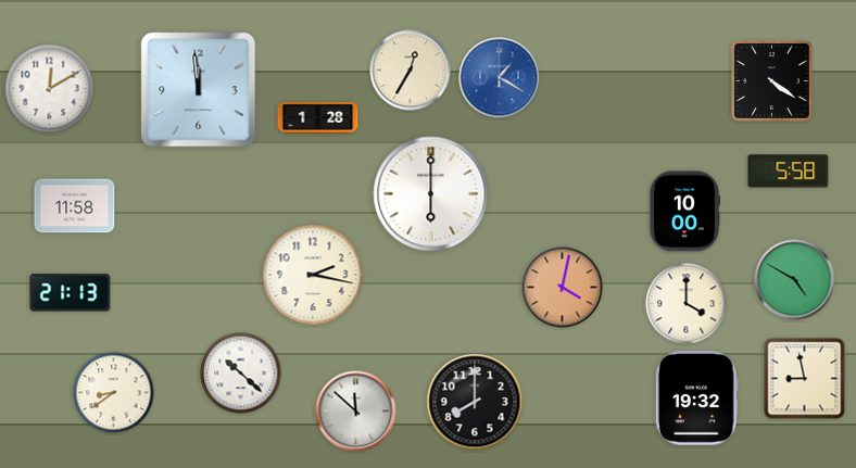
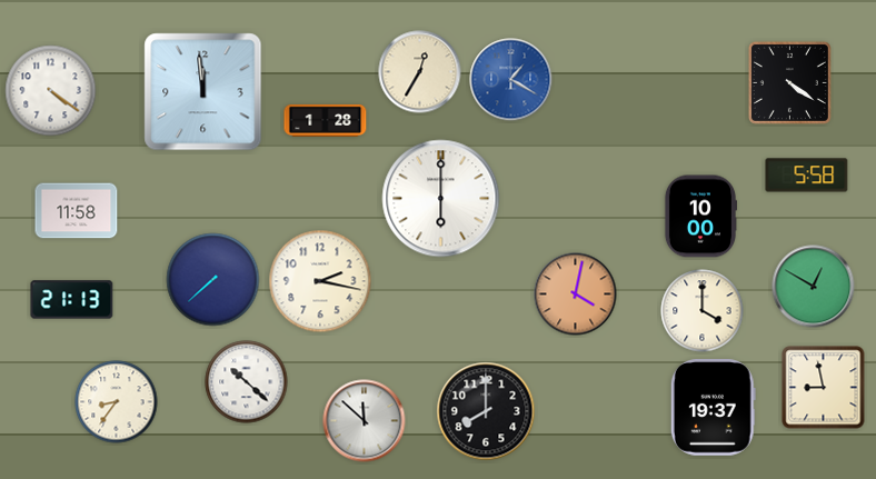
clock at (50, 89): 12:10 -> 4:21
clock at (213, 280): none -> 7:38
clock at (795, 280): 4:50 -> 12:50
clock at (114, 393): 8:39 -> 8:36
clock at (696, 399): 19:32 -> 19:37
